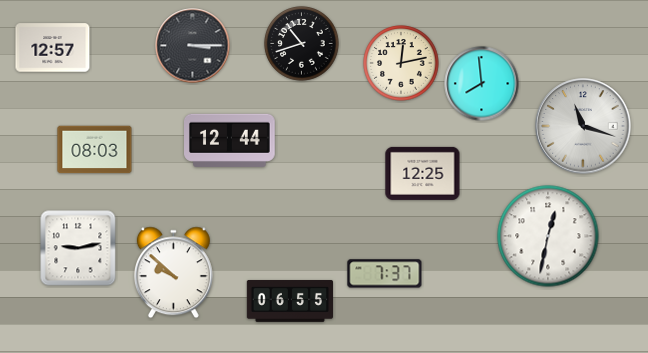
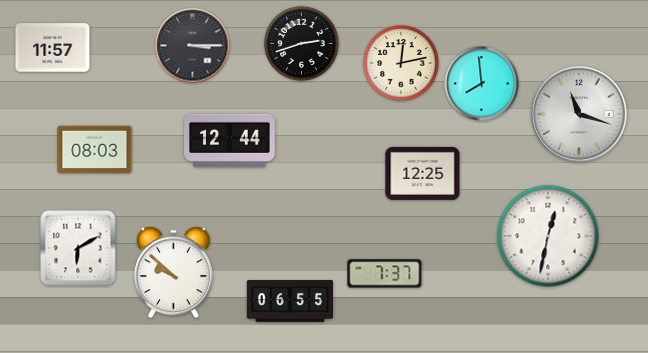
clock at (302, 44): 10:42 -> 2:42
clock at (53, 48): 12:57 -> 11:57
clock at (583, 126) position: (583, 126) -> (579, 114)
clock at (78, 248): 9:13 -> 6:10
